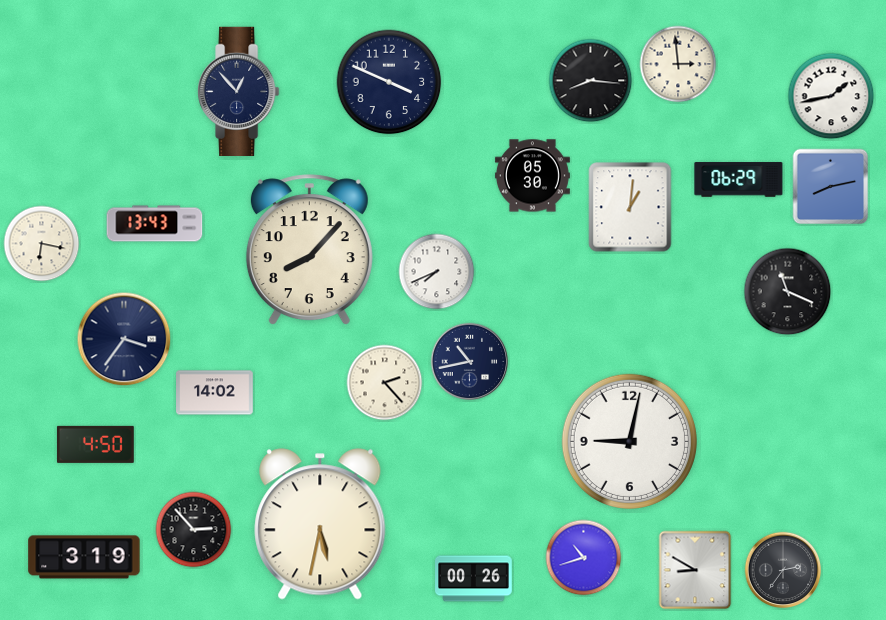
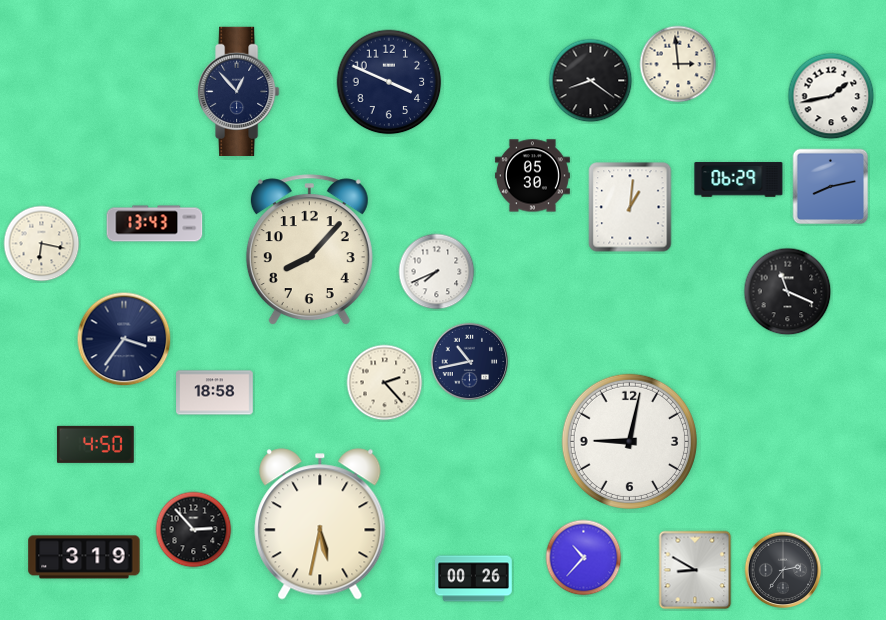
clock at (591, 81): 8:16 -> 8:21
clock at (215, 393): 14:02 -> 18:58
clock at (584, 558): 10:42 -> 10:37
